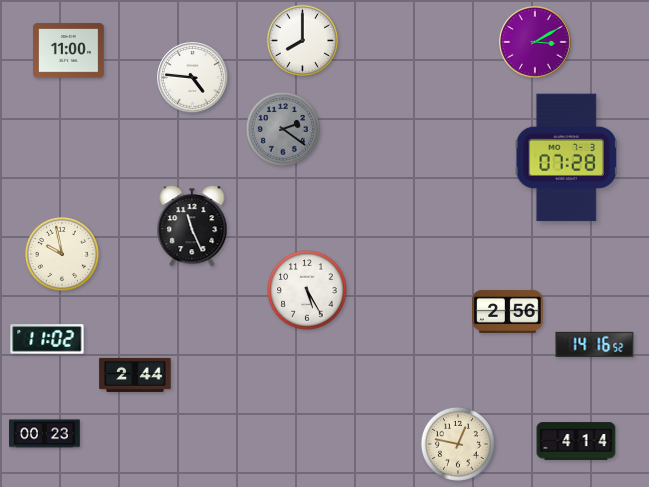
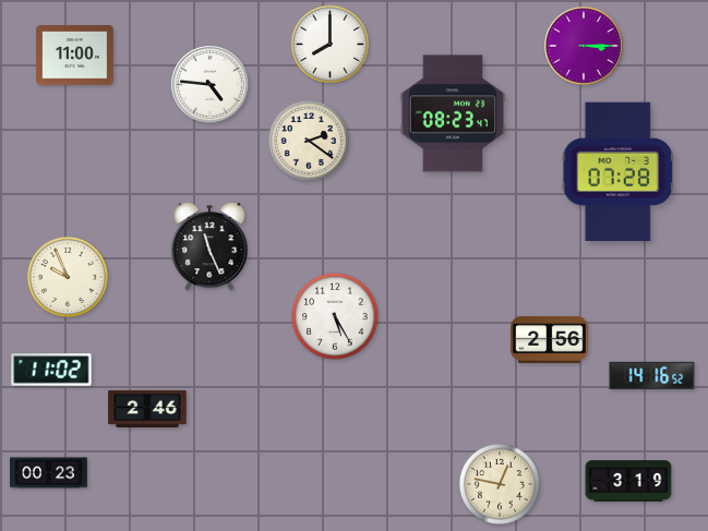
clock at (535, 42): 3:10 -> 3:15
clock at (453, 113): none -> 08:23
clock at (283, 129) dial: grey -> cream
clock at (62, 254): 9:58 -> 9:56
clock at (508, 311) position: (508, 311) -> (550, 339)
clock at (595, 344) position: (595, 344) -> (652, 375)
clock at (135, 375): 2:44 -> 2:46
clock at (576, 441): 4:14 -> 3:19
